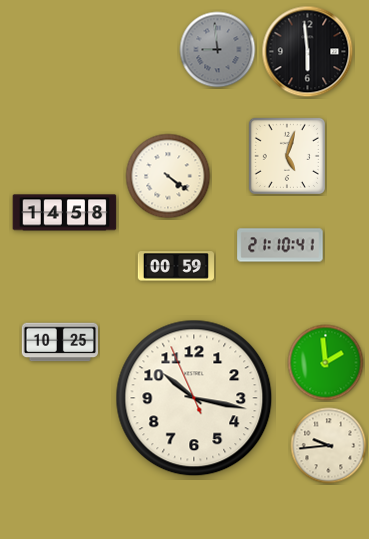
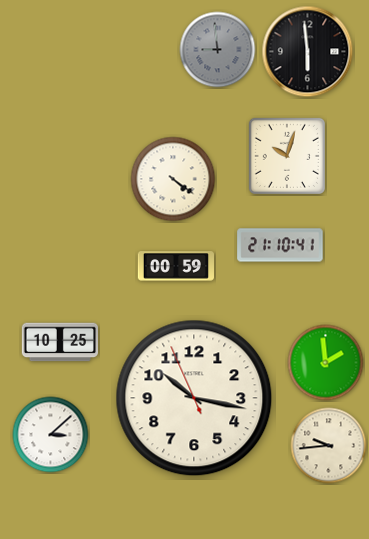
clock at (287, 156): 5:03 -> 10:03
clock at (168, 176) position: (168, 176) -> (173, 179)
clock at (65, 213): 14:58 -> none
clock at (51, 435): none -> 3:08
